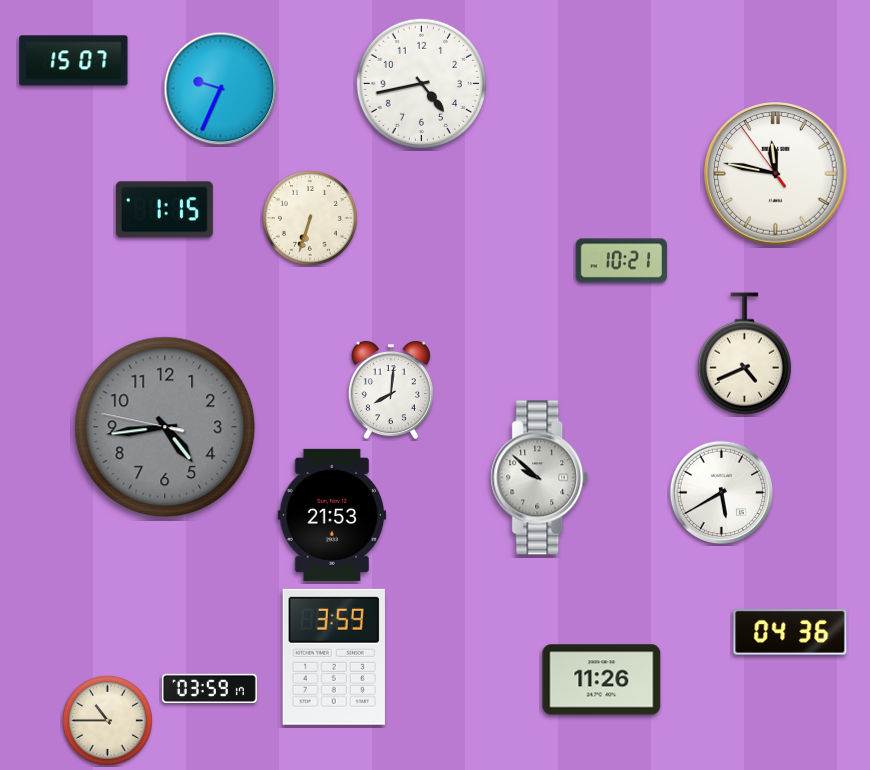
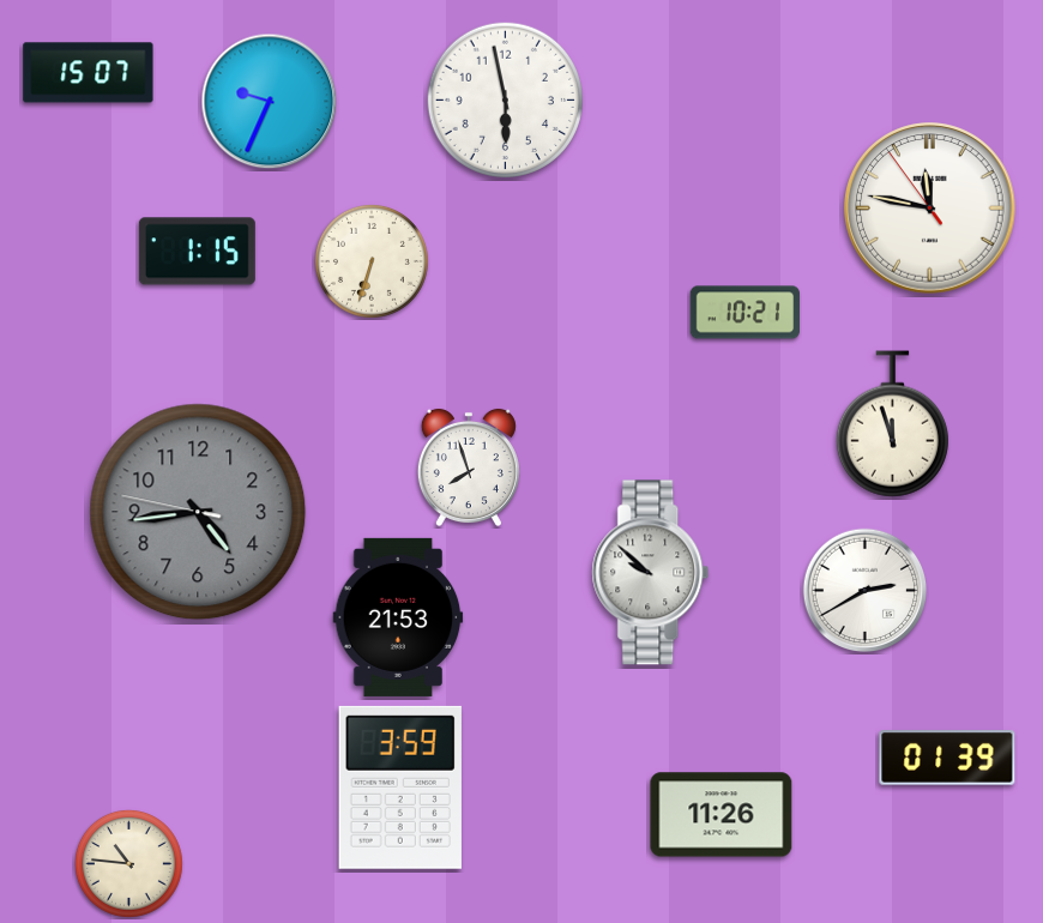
clock at (421, 83): 4:43 -> 5:58
clock at (221, 89) position: (221, 89) -> (270, 102)
clock at (744, 354): 4:41 -> 11:57
clock at (391, 390): 8:01 -> 7:57
clock at (540, 478) position: (540, 478) -> (651, 573)
clock at (722, 493): 5:40 -> 2:40
clock at (790, 633): 04:36 -> 01:39
clock at (209, 689): 03:59 -> none
clock at (107, 720): 10:45 -> 10:46
